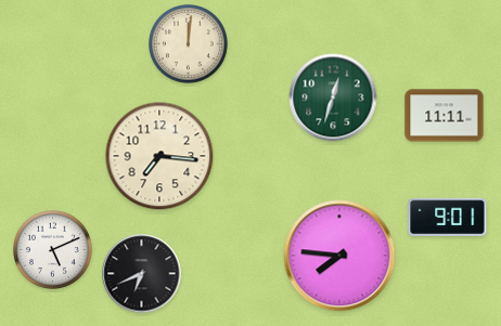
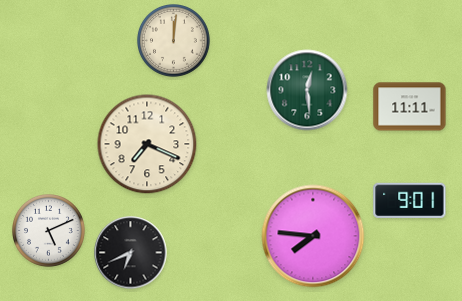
clock at (333, 97): 12:33 -> 12:29
clock at (159, 156): 7:16 -> 7:19
clock at (448, 217) position: (448, 217) -> (410, 200)
